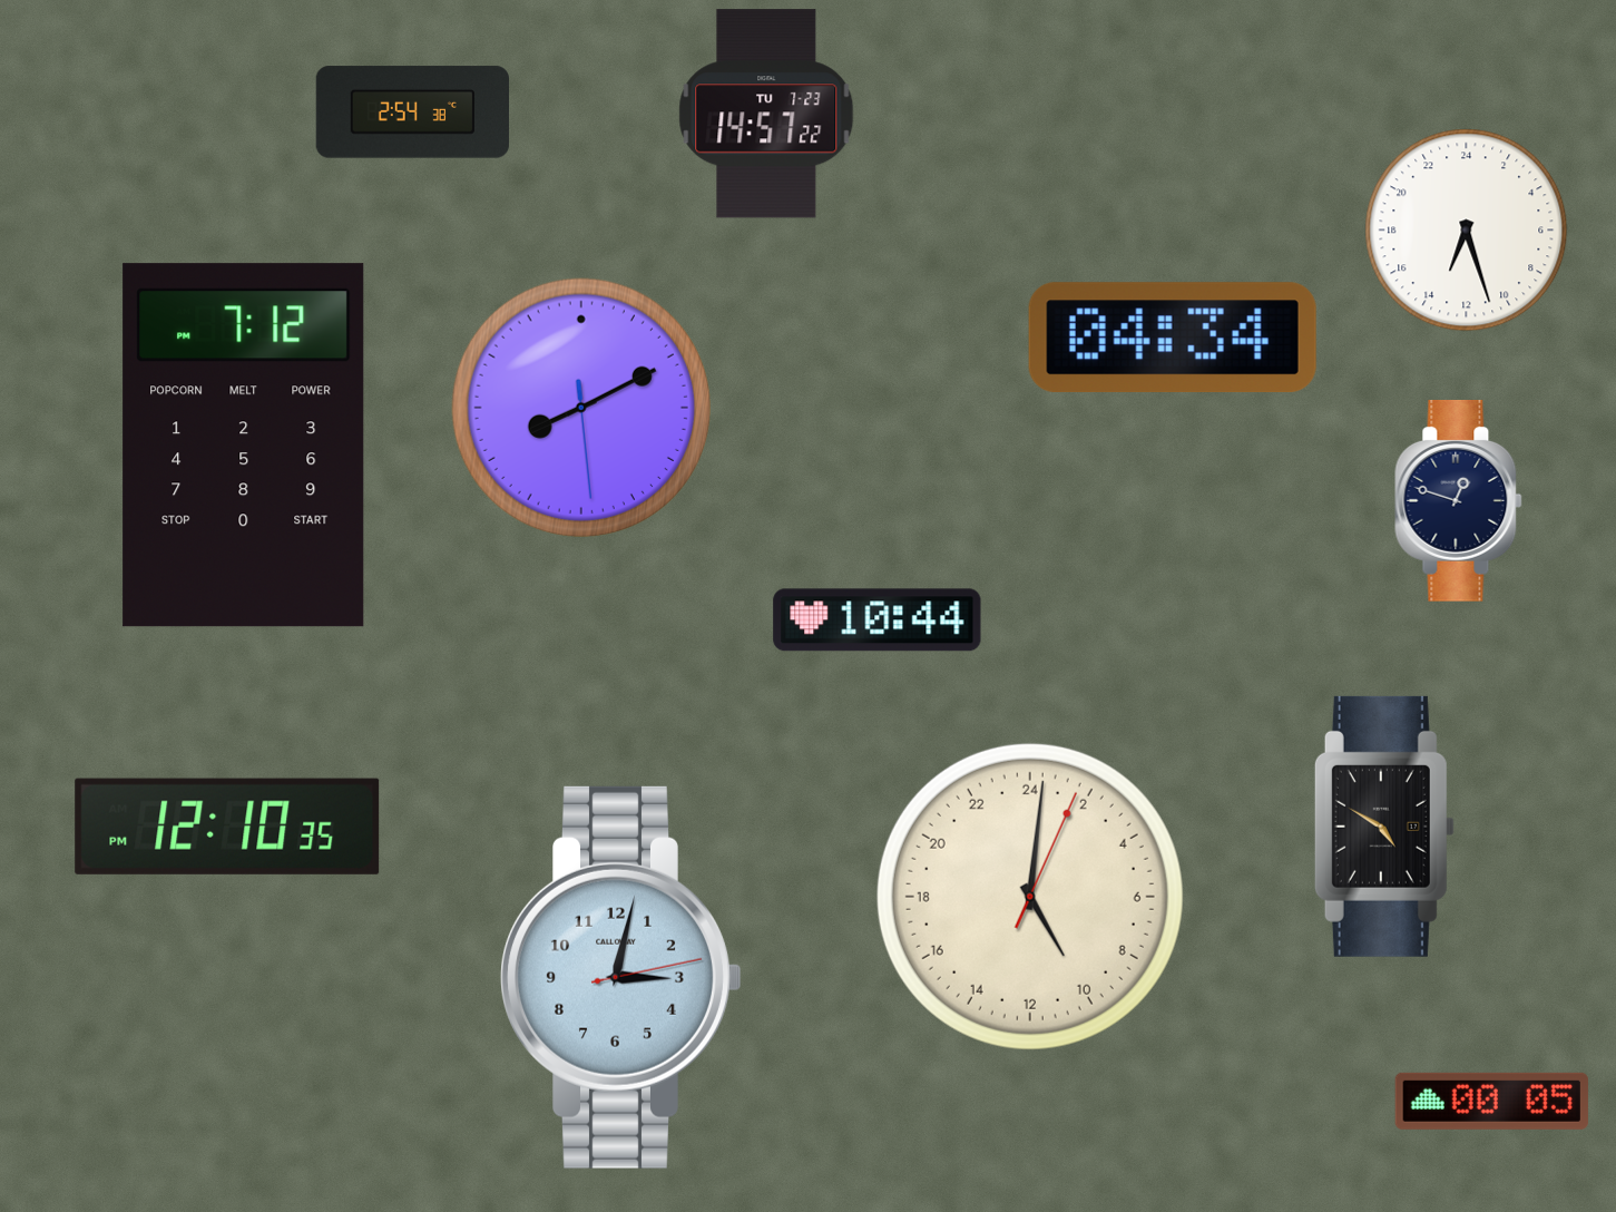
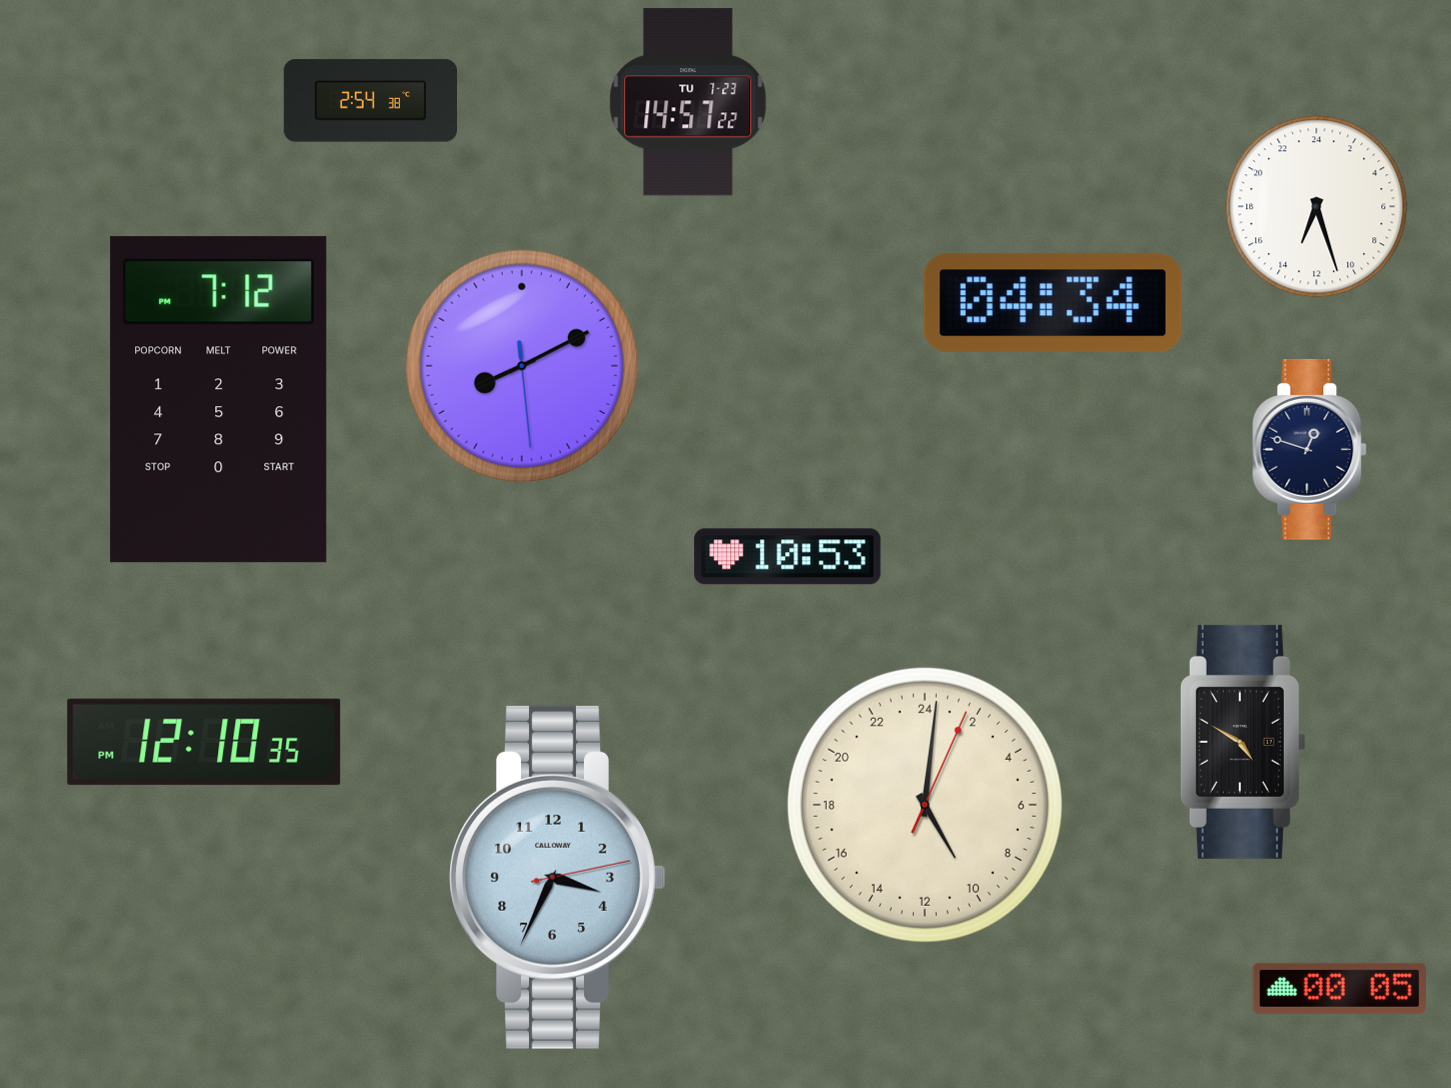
clock at (878, 620): 10:44 -> 10:53
clock at (621, 977): 3:02 -> 3:34
